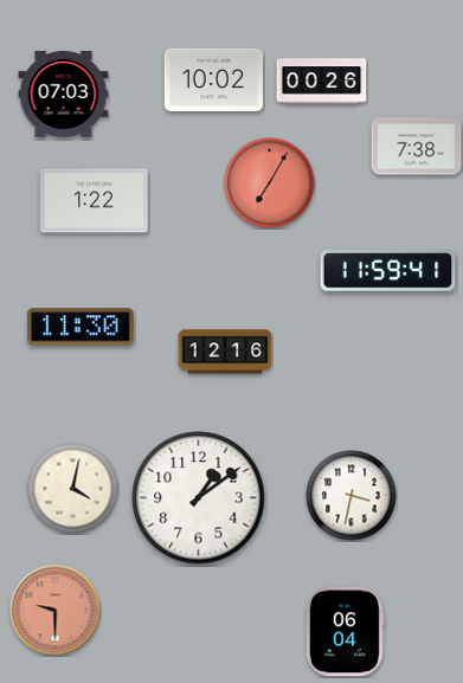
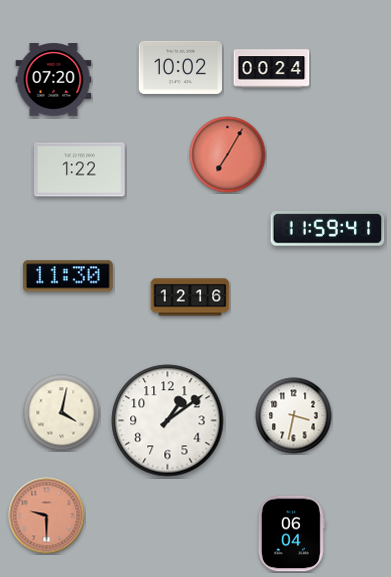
clock at (322, 82): 00:26 -> 00:24
clock at (64, 95): 07:03 -> 07:20
clock at (417, 147): 7:38 -> none
clock at (352, 496) position: (352, 496) -> (294, 416)
